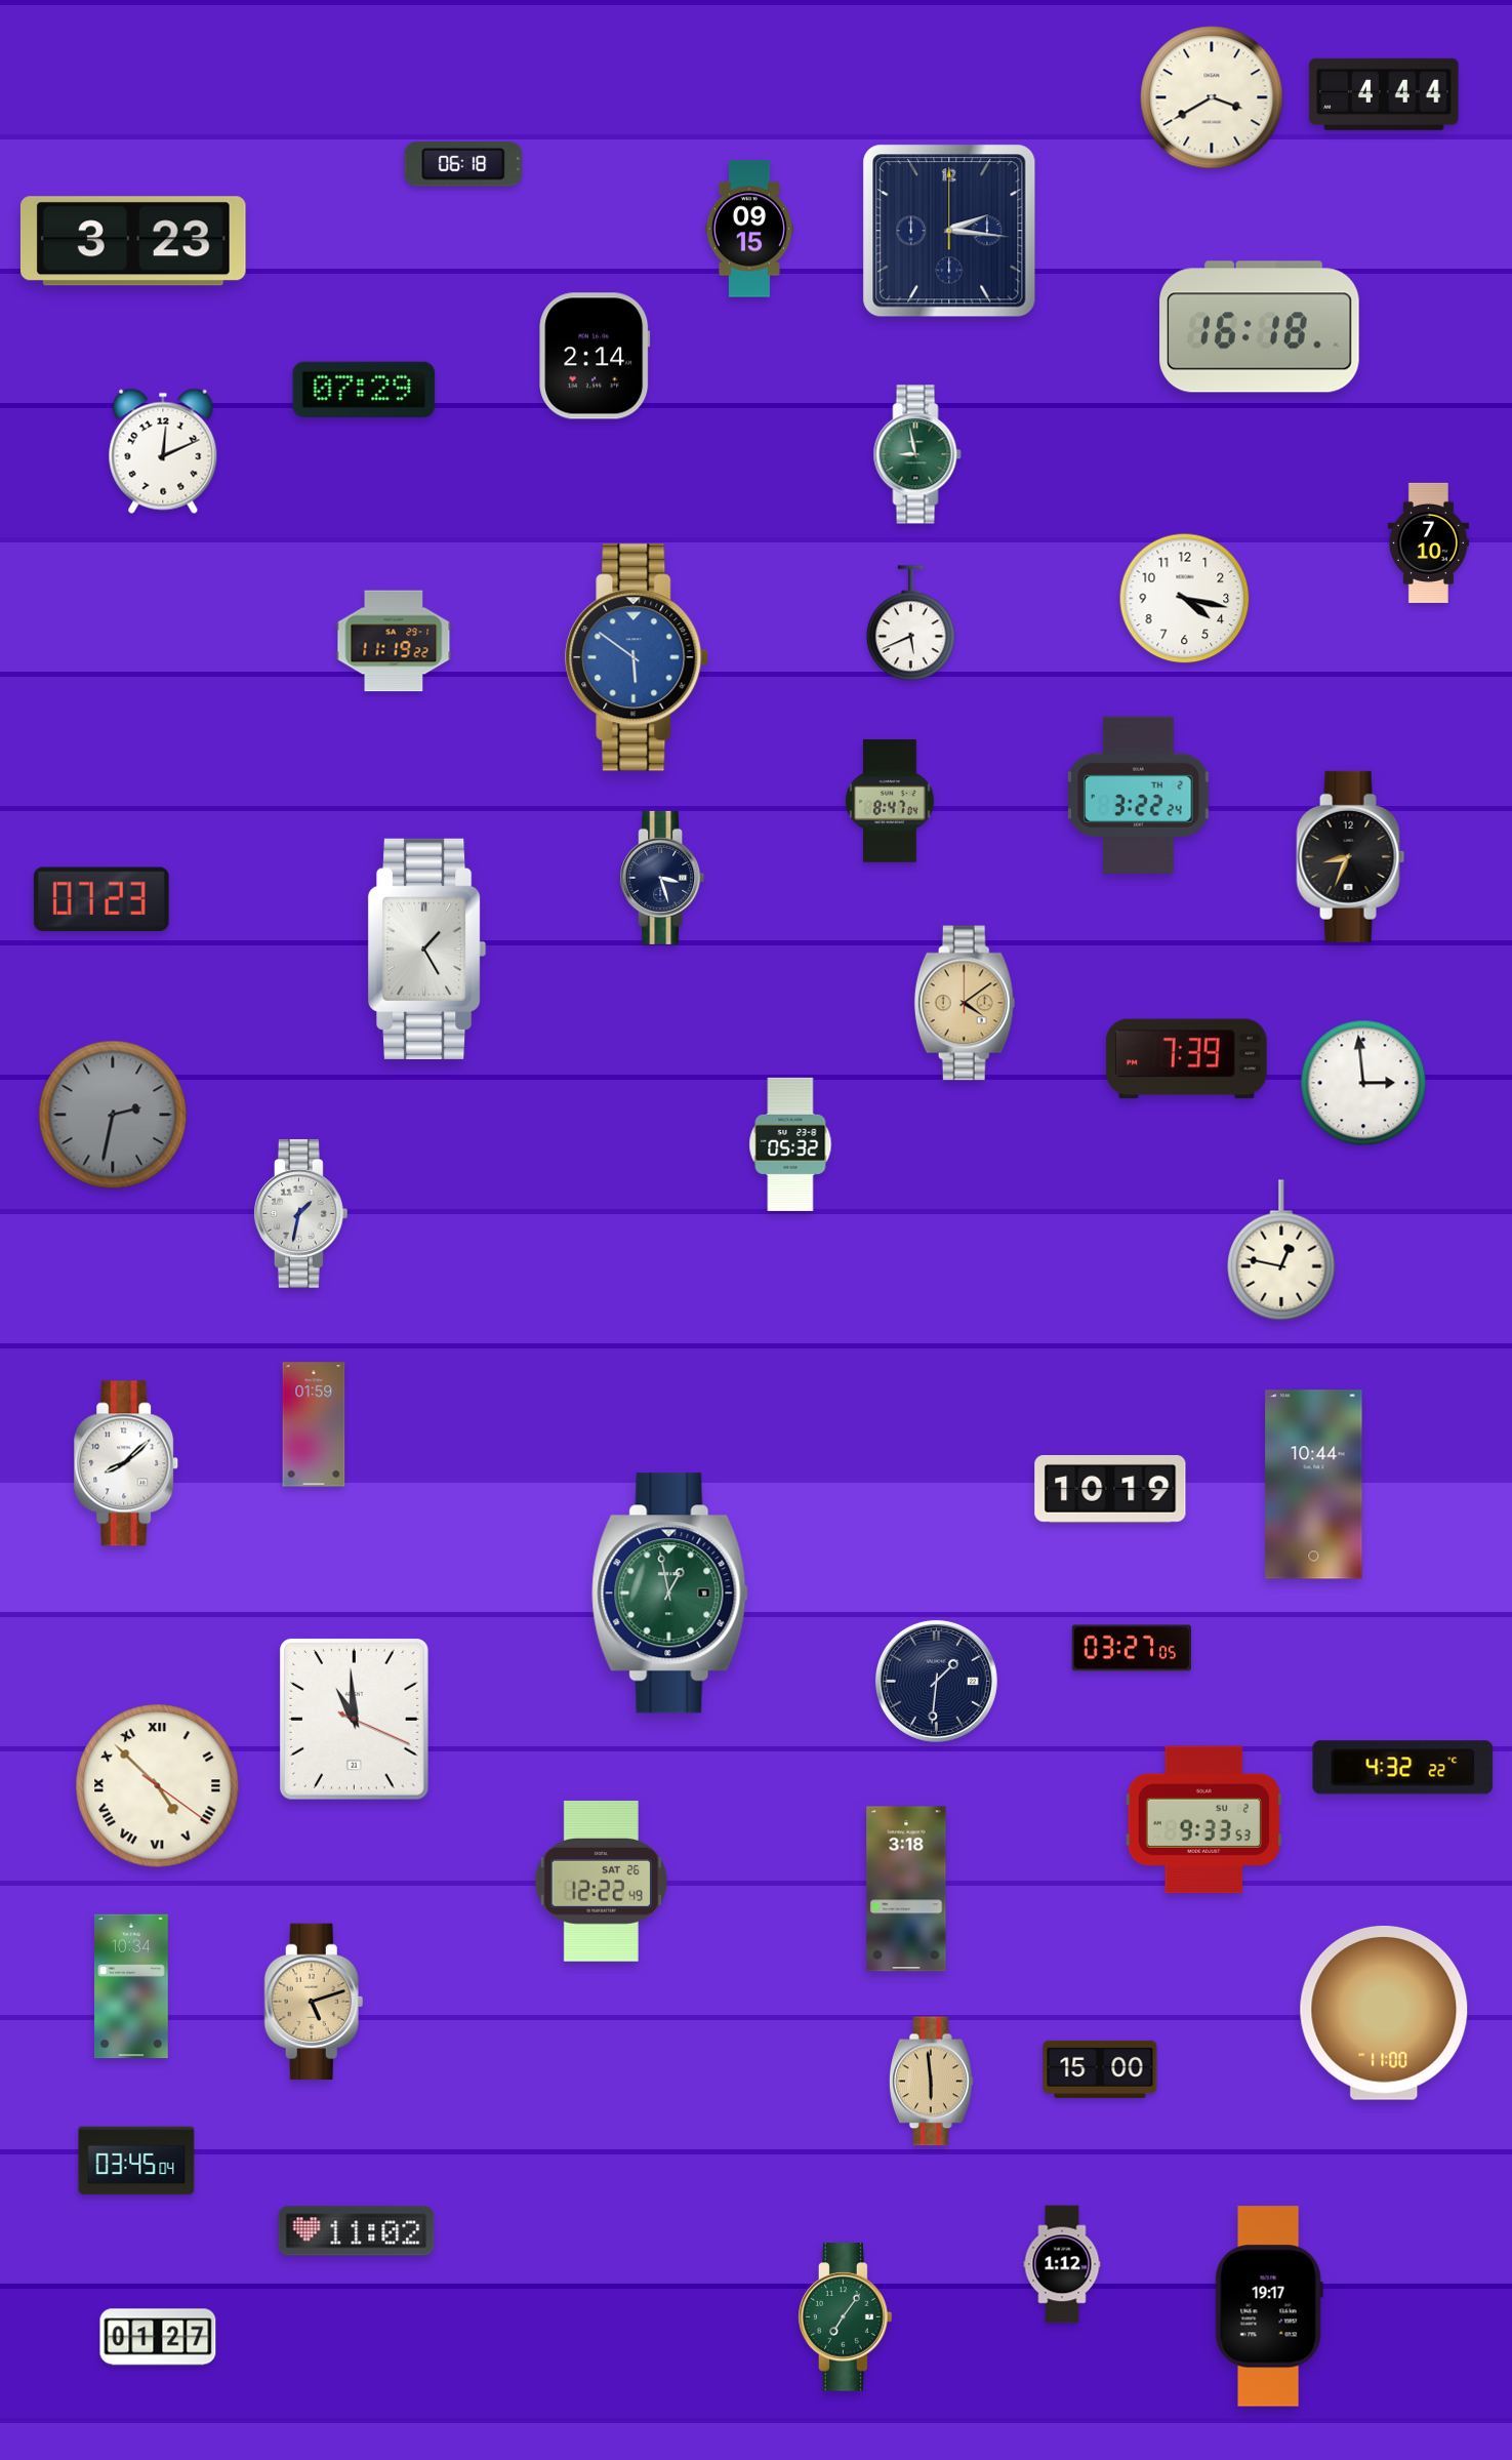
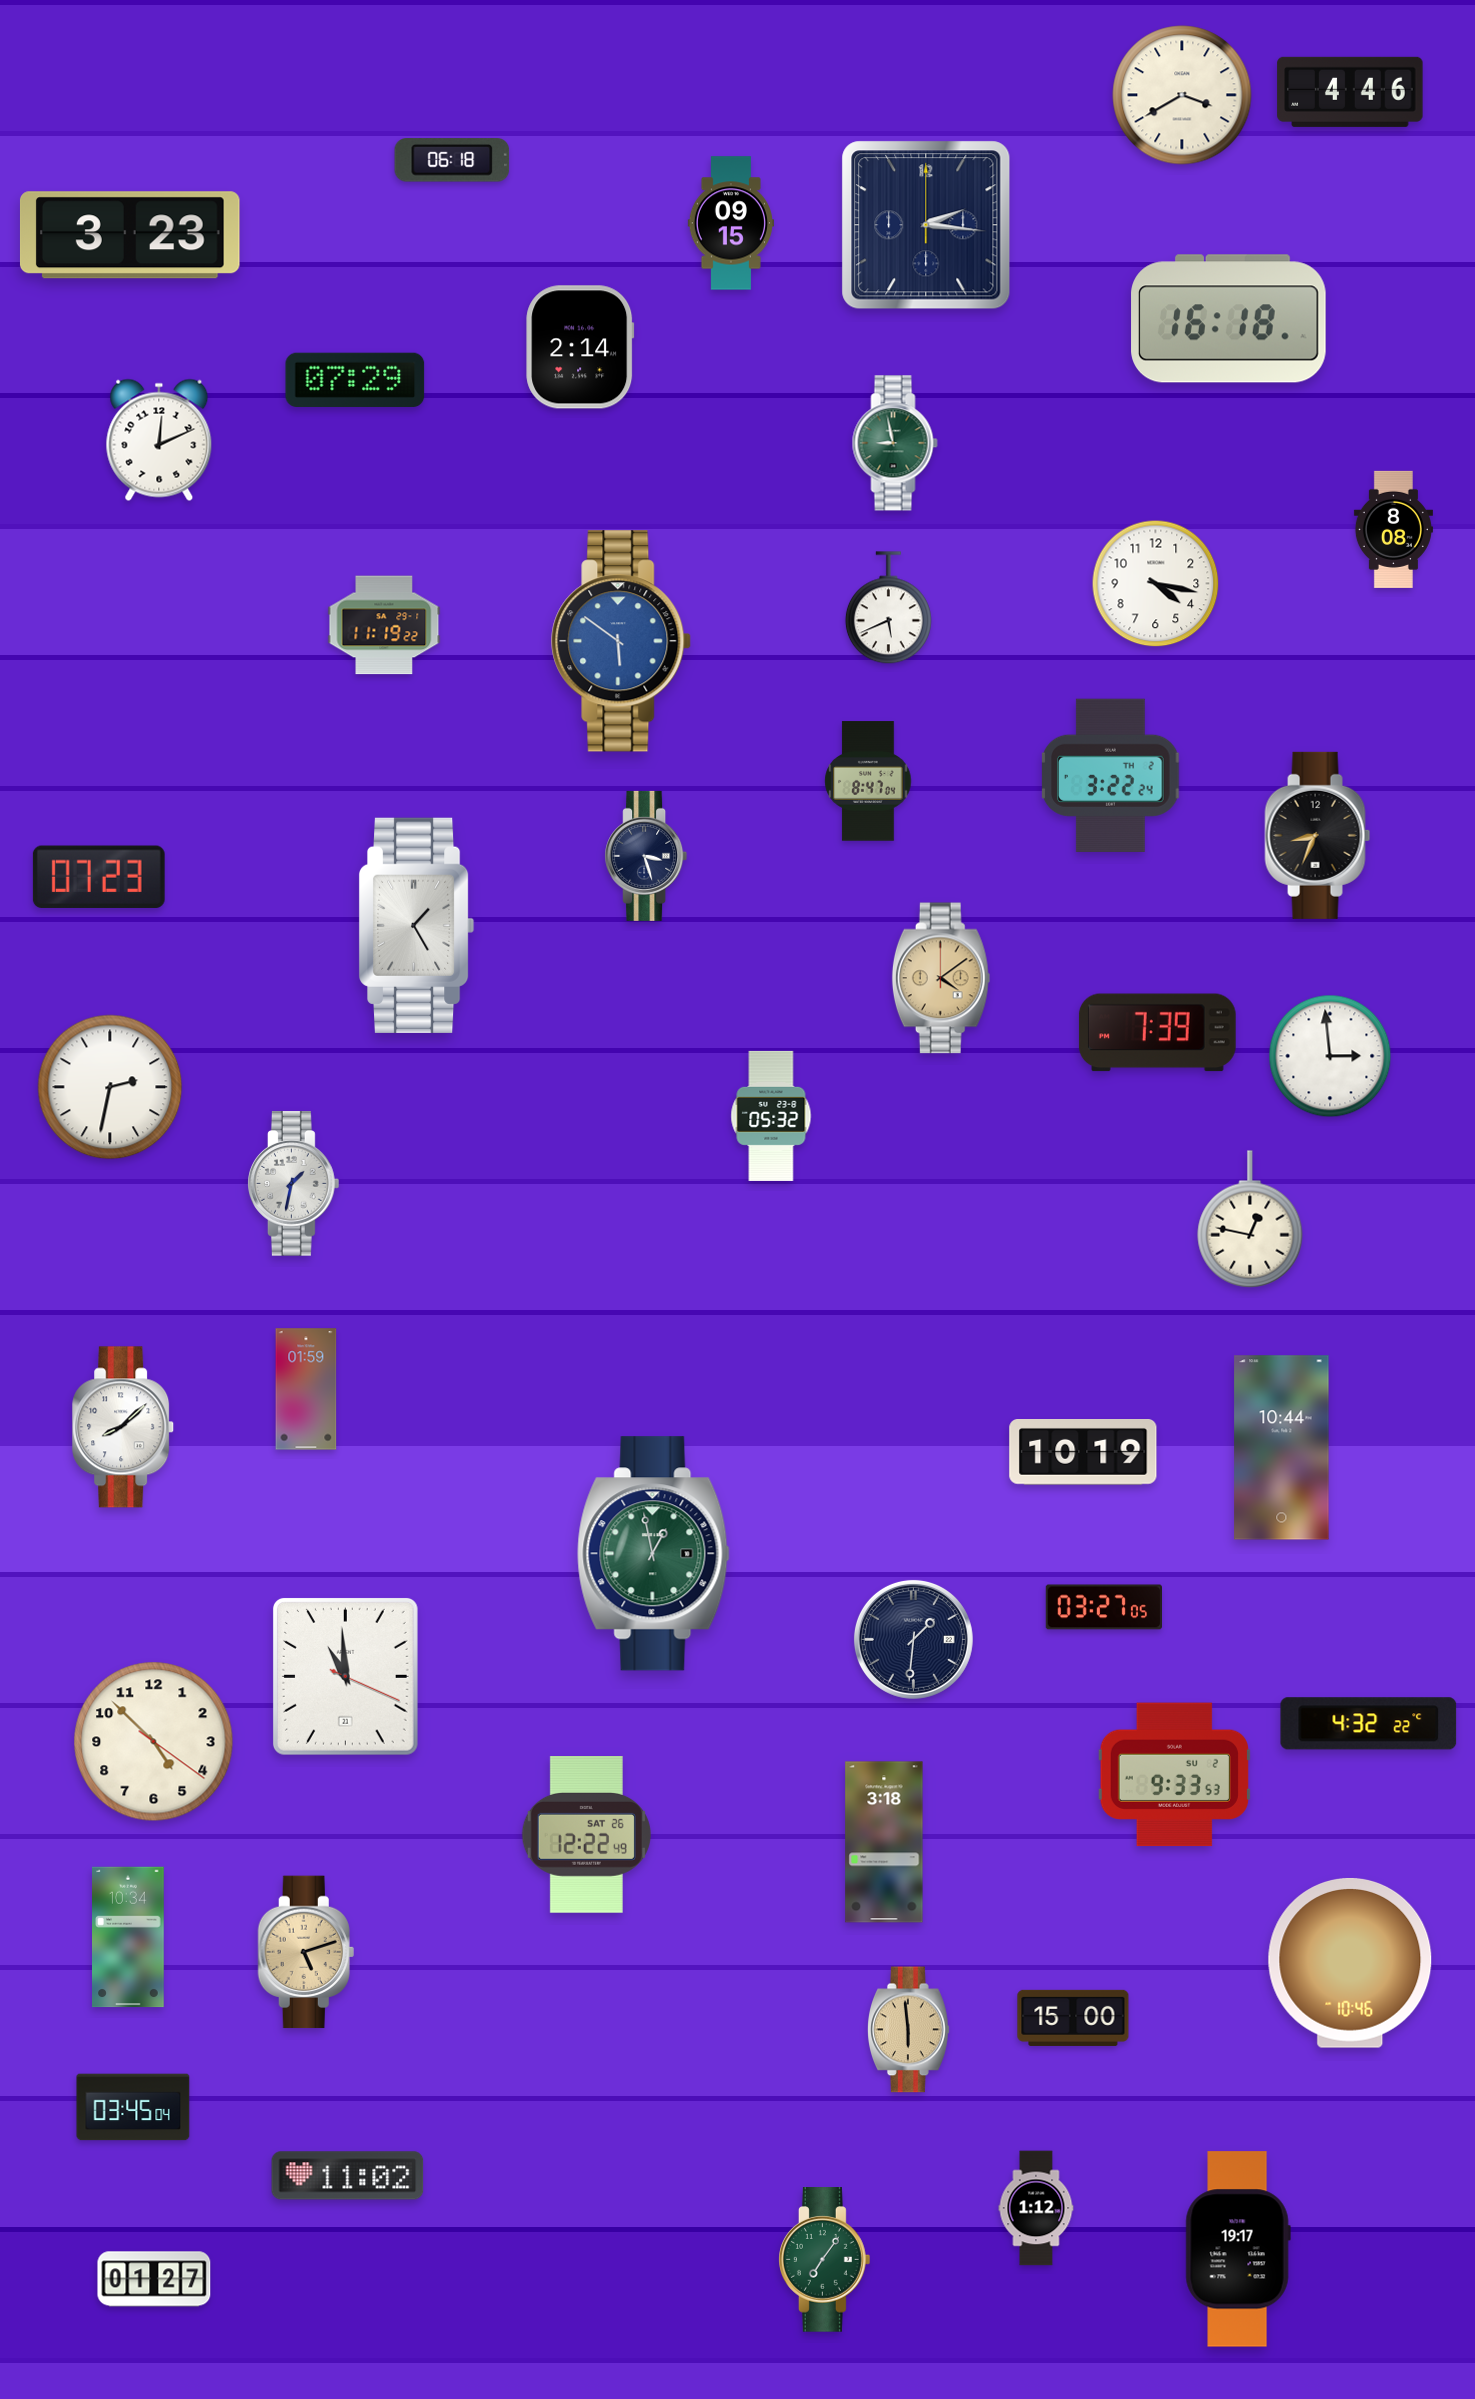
clock at (1384, 94): 4:44 -> 4:46
clock at (1428, 542): 7:10 -> 8:08
clock at (113, 1115) dial: grey -> white
clock at (158, 1786) numerals: Roman -> Arabic
clock at (1384, 2013): 11:00 -> 10:46
